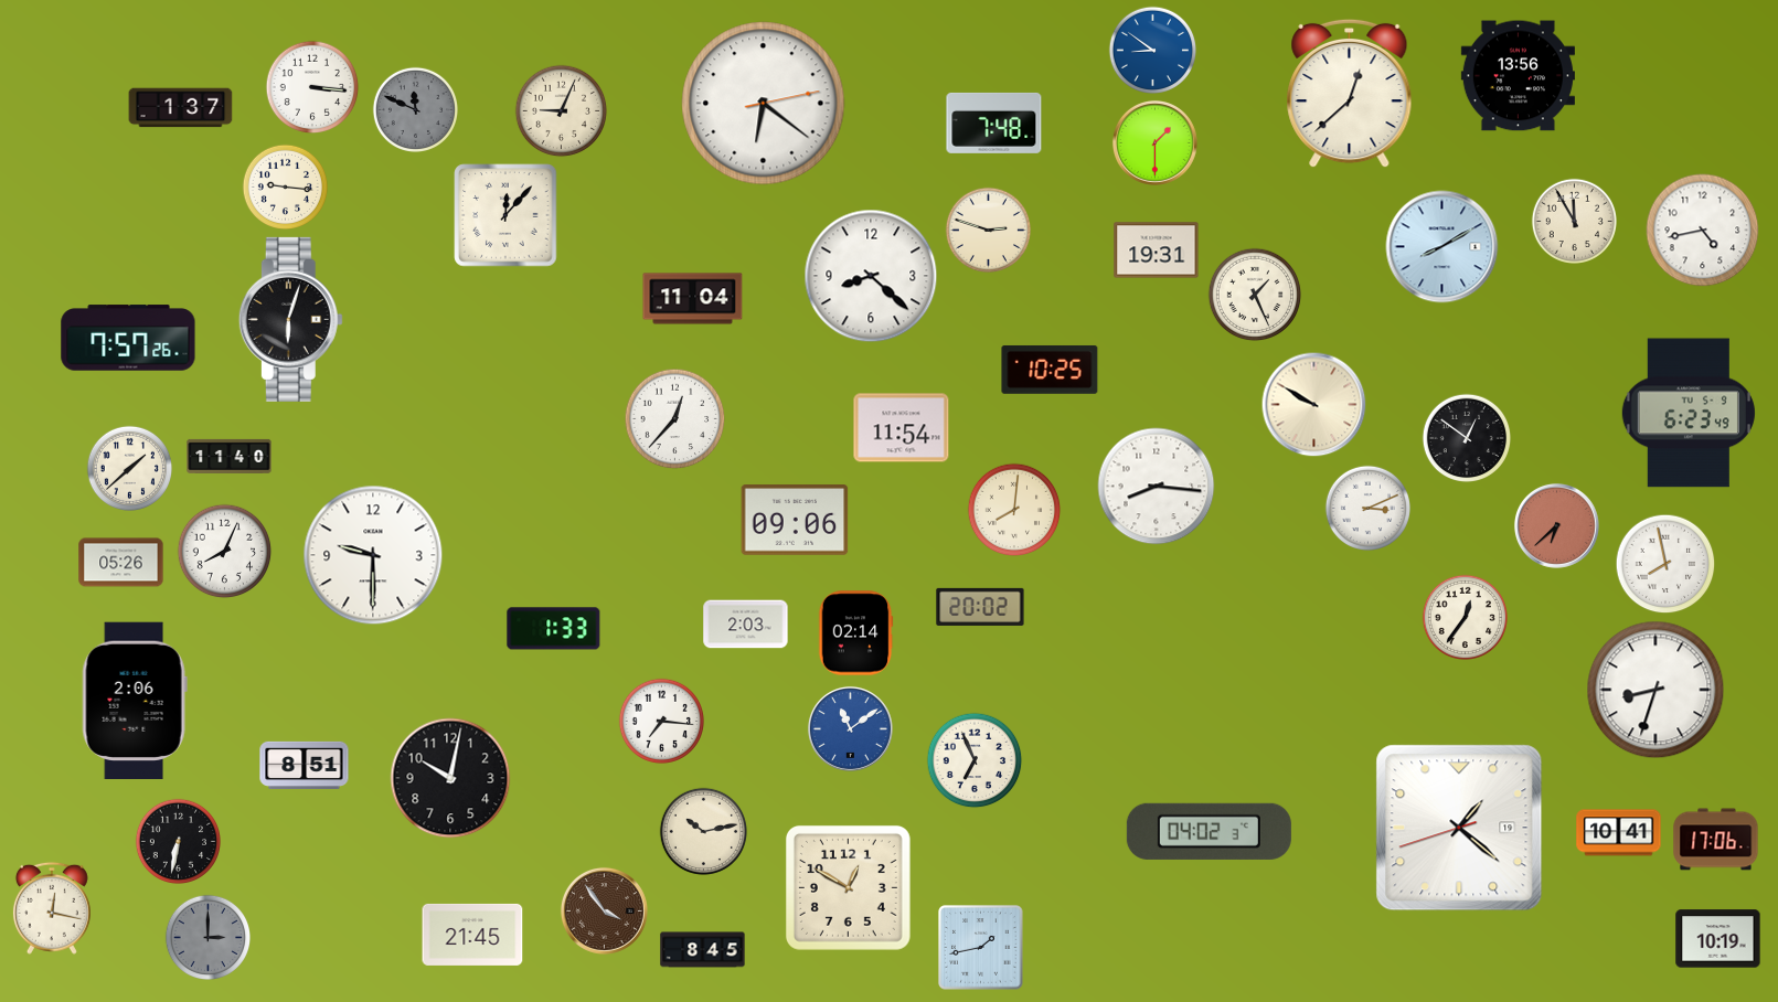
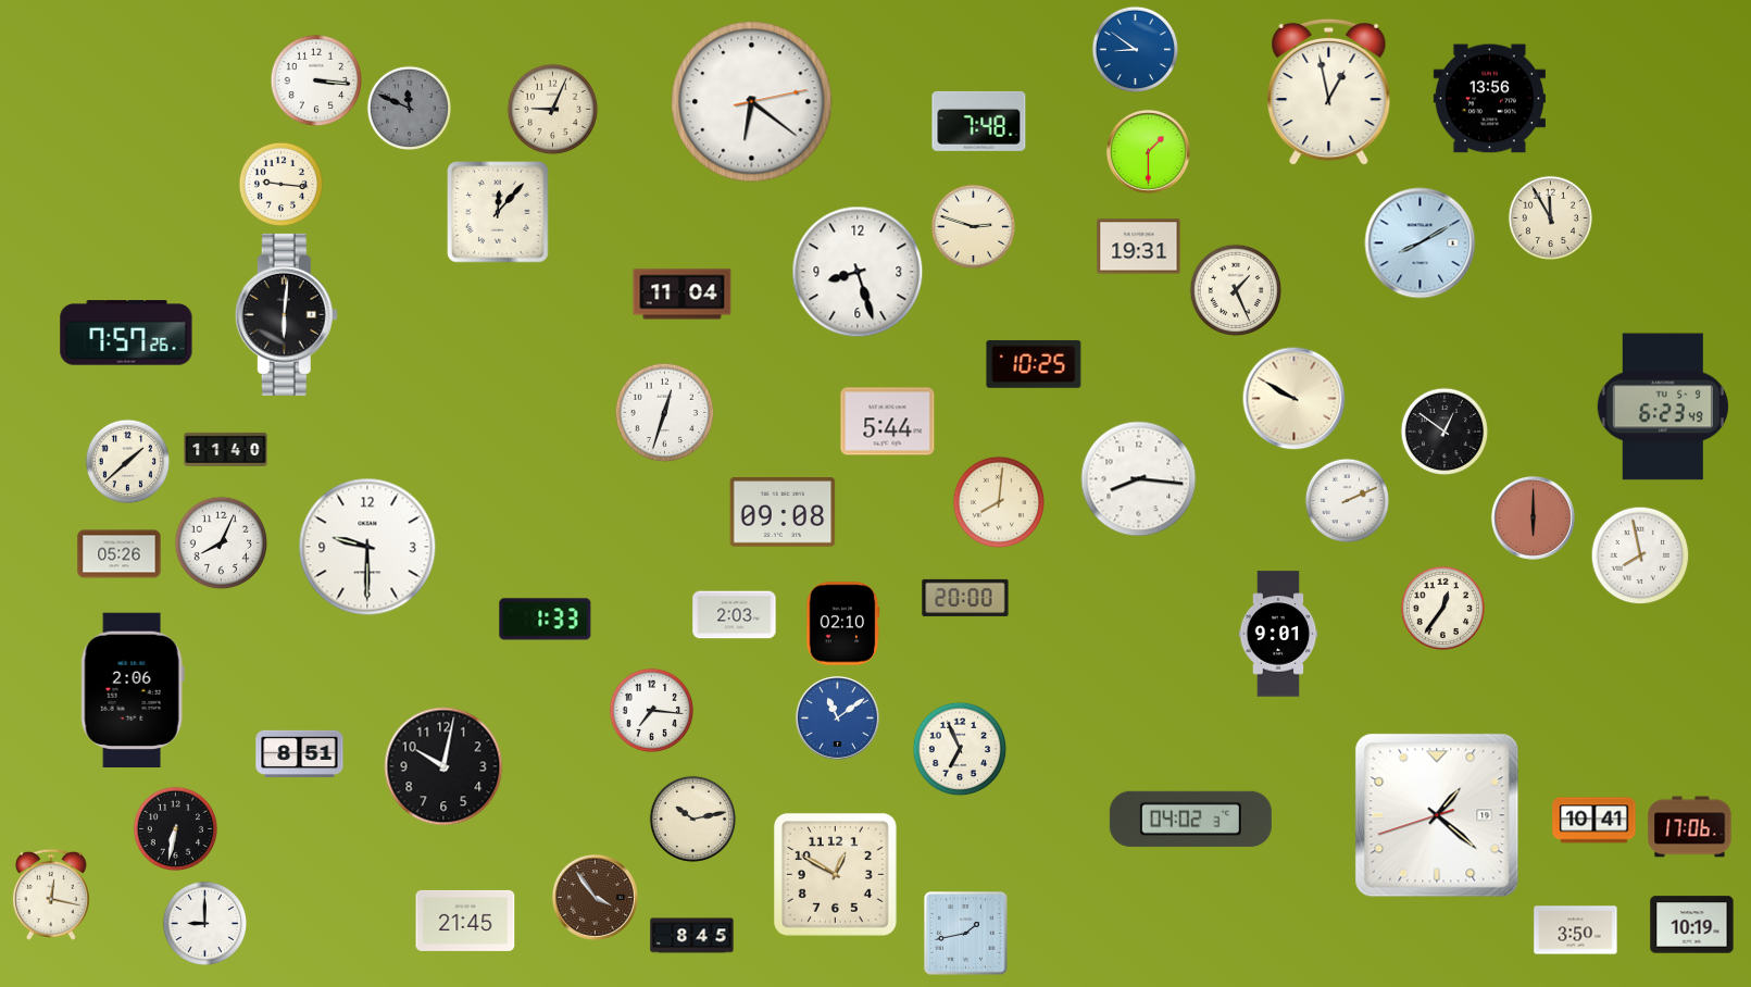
clock at (1518, 76) position: (1518, 76) -> (1489, 99)
clock at (312, 87) position: (312, 87) -> (316, 80)
clock at (1350, 94): 12:38 -> 12:58
clock at (181, 108): 1:37 -> none
clock at (1154, 142) position: (1154, 142) -> (1148, 151)
clock at (1703, 231): 4:43 -> none
clock at (871, 276): 8:22 -> 8:27
clock at (290, 319): 6:03 -> 6:01
clock at (674, 418): 12:37 -> 12:33
clock at (902, 428): 11:54 -> 5:44
clock at (1367, 508): 3:11 -> 2:11
clock at (795, 521): 09:06 -> 09:08
clock at (1556, 525): 6:38 -> 6:00
clock at (980, 607): 20:02 -> 20:00
clock at (855, 633): 02:14 -> 02:10
clock at (1278, 634): none -> 9:01
clock at (1655, 690): 8:33 -> none
clock at (207, 937): 3:00 -> 9:00
clock at (207, 937) dial: grey -> white
clock at (1576, 930): none -> 3:50
